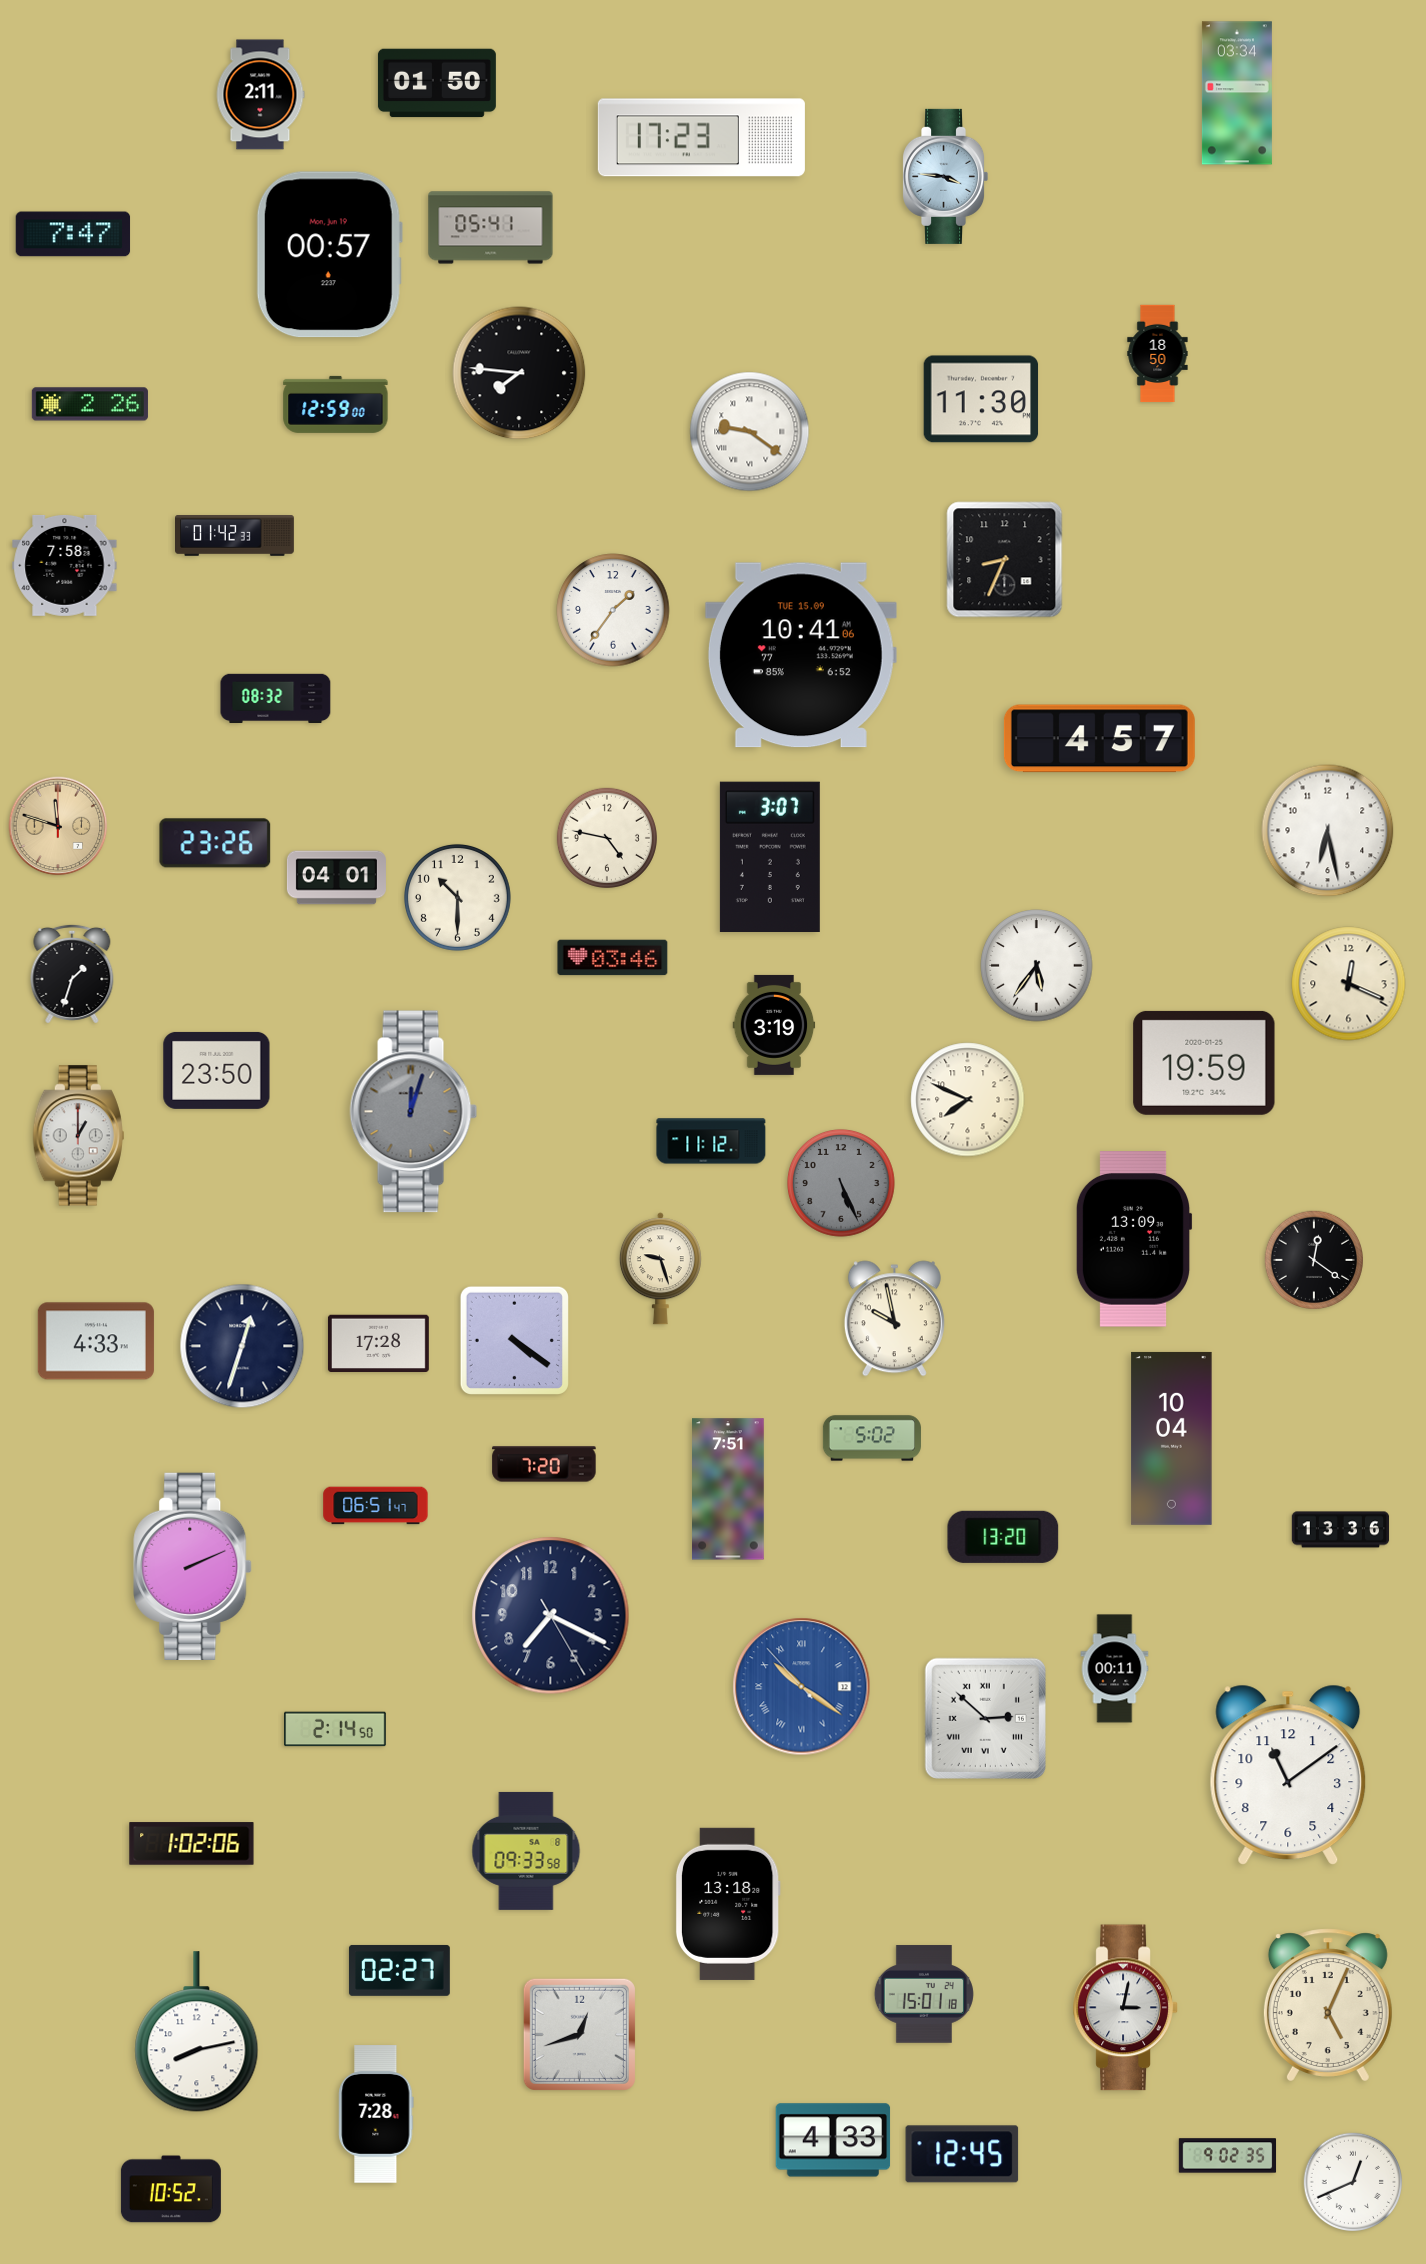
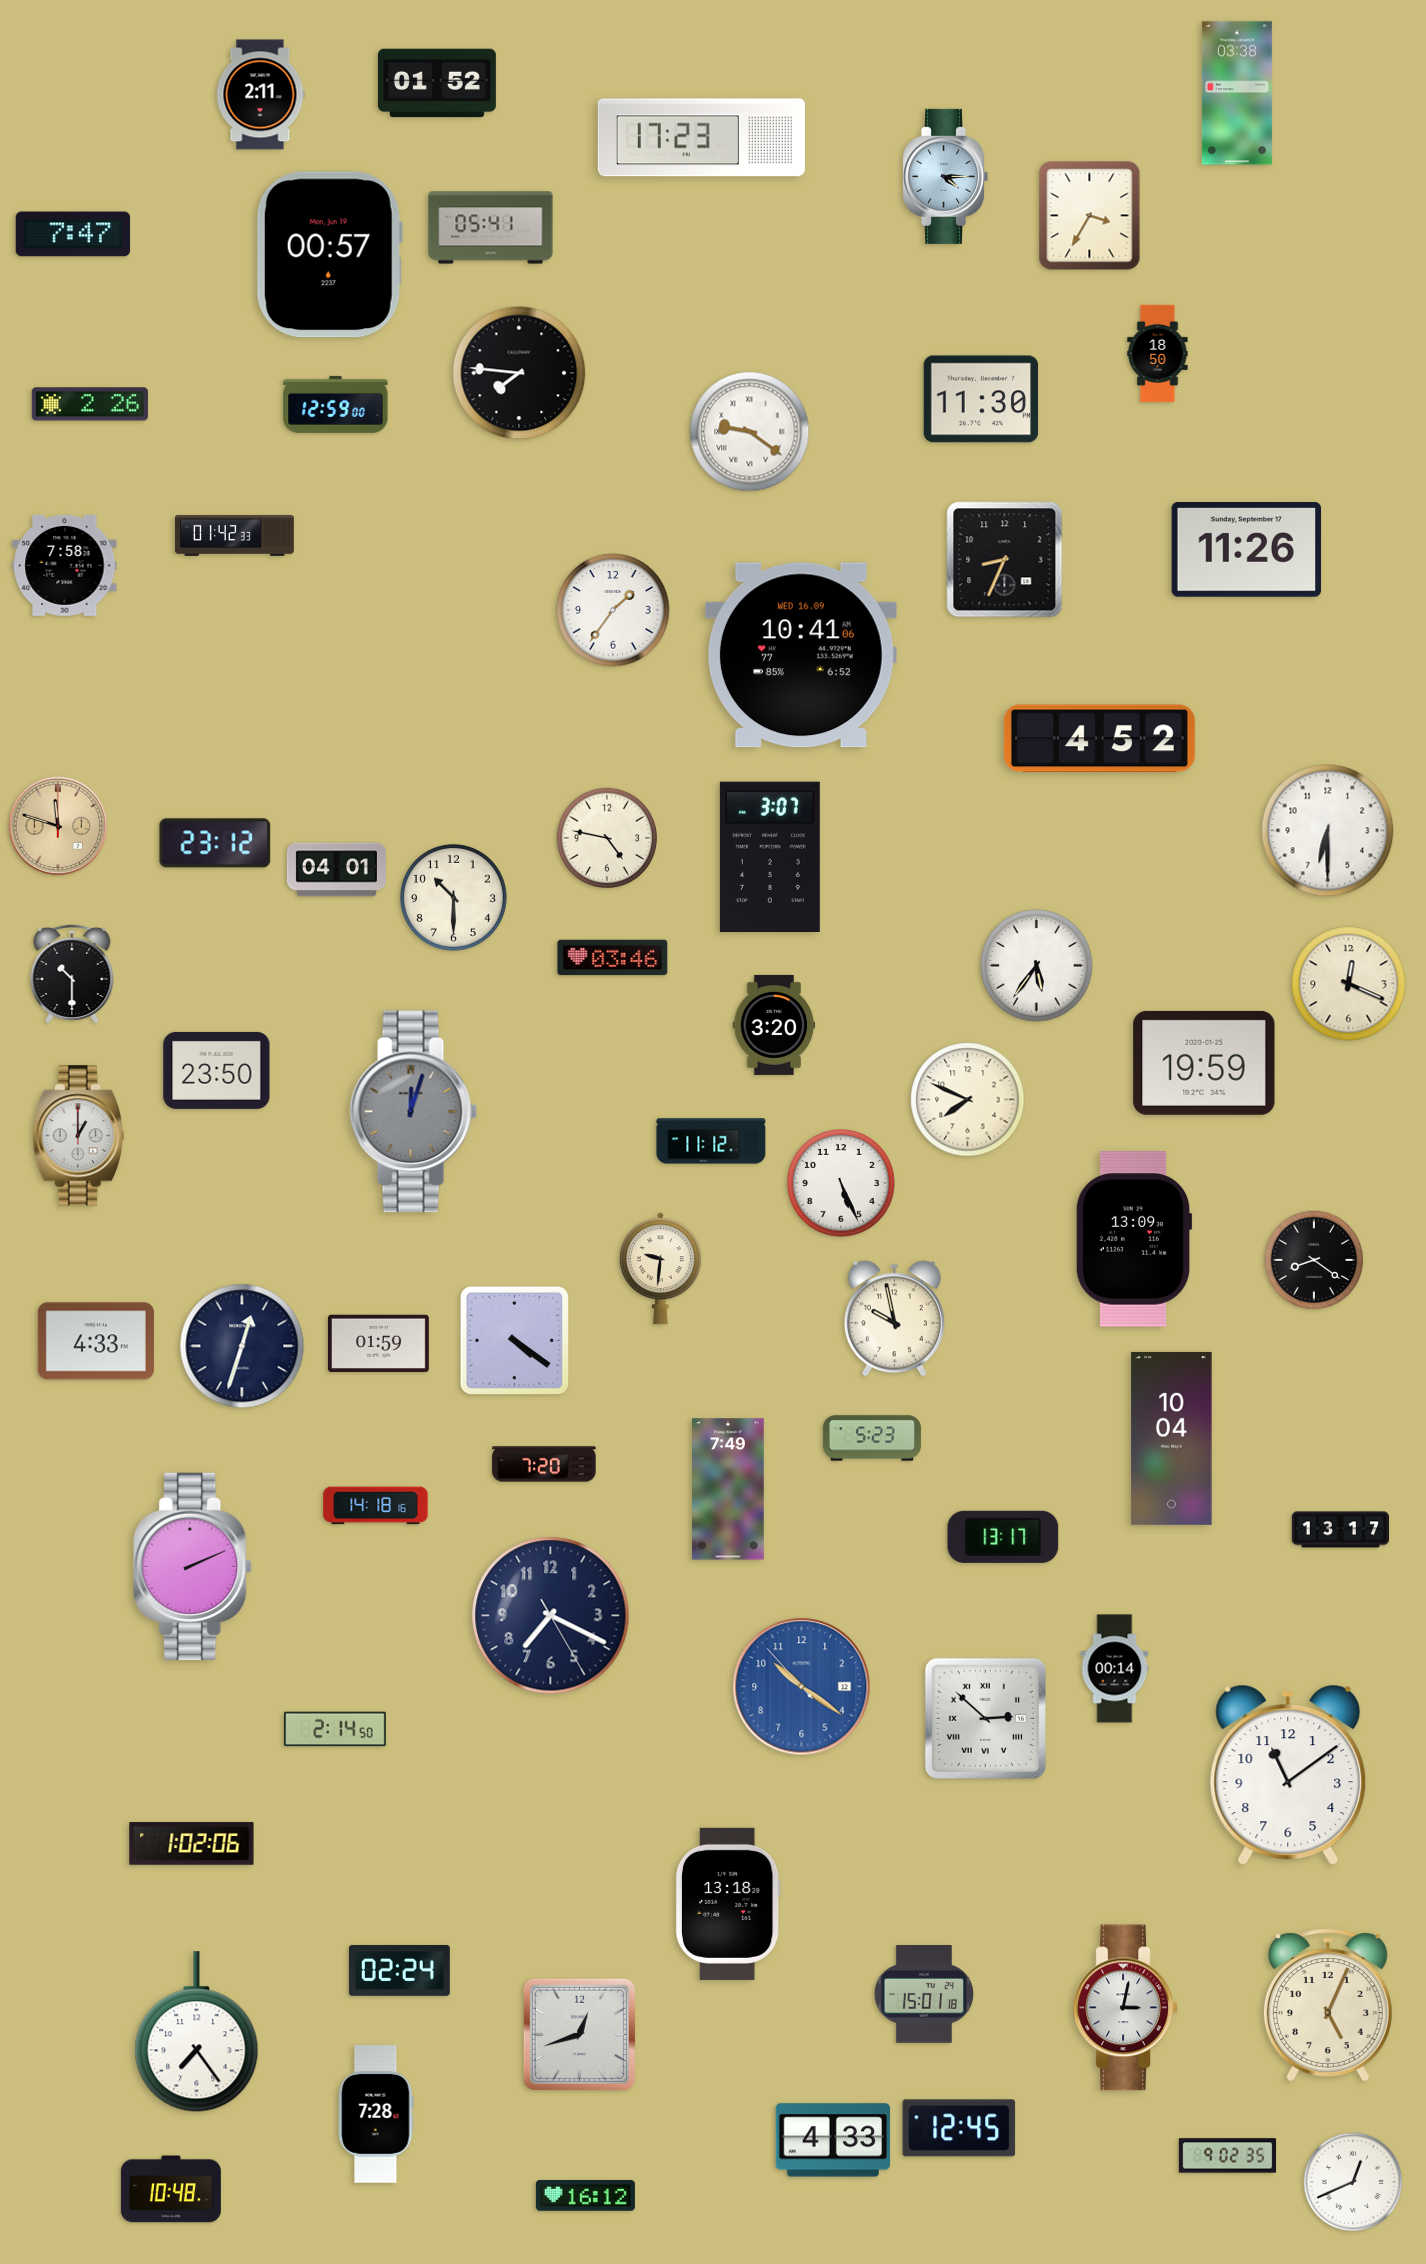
clock at (437, 83): 01:50 -> 01:52
clock at (1237, 93): 03:34 -> 03:38
clock at (946, 176): 3:46 -> 4:15
clock at (1090, 216): none -> 3:35
clock at (1247, 550): none -> 11:26
clock at (801, 655) date: TUE 15.09 -> WED 16.09
clock at (276, 698): 08:32 -> none
clock at (1099, 739): 4:57 -> 4:52
clock at (1328, 831): 6:28 -> 6:30
clock at (215, 843): 23:26 -> 23:12
clock at (336, 878) position: (336, 878) -> (336, 870)
clock at (457, 897) position: (457, 897) -> (453, 897)
clock at (72, 974): 1:33 -> 10:30
clock at (774, 1025): 3:19 -> 3:20
clock at (842, 1184) dial: grey -> white
clock at (1313, 1259): 12:21 -> 8:21
clock at (660, 1269): 9:27 -> 9:31
clock at (378, 1344): 17:28 -> 01:59
clock at (872, 1438): 5:02 -> 5:23
clock at (729, 1489): 7:51 -> 7:49
clock at (376, 1506): 06:51 -> 14:18
clock at (1341, 1530): 13:36 -> 13:17
clock at (1003, 1537): 13:20 -> 13:17
clock at (1115, 1669): 00:11 -> 00:14
clock at (802, 1687) numerals: Roman -> Arabic
clock at (526, 1851): 09:33 -> none
clock at (399, 1970): 02:27 -> 02:24
clock at (197, 2032): 8:13 -> 7:24
clock at (962, 2154) position: (962, 2154) -> (959, 2128)
clock at (171, 2189): 10:52 -> 10:48
clock at (585, 2196): none -> 16:12
